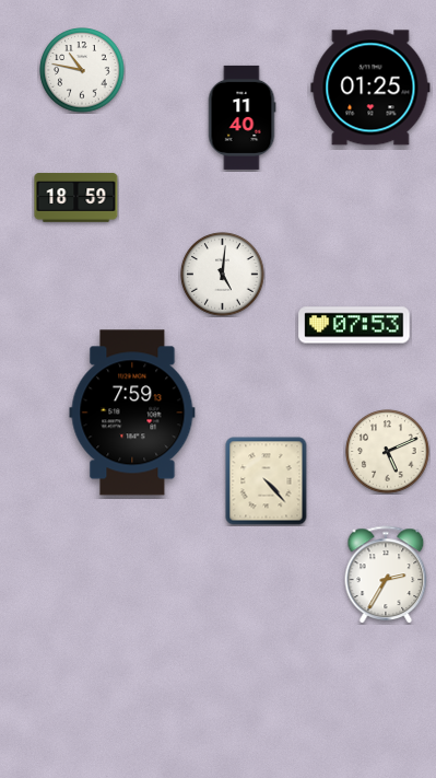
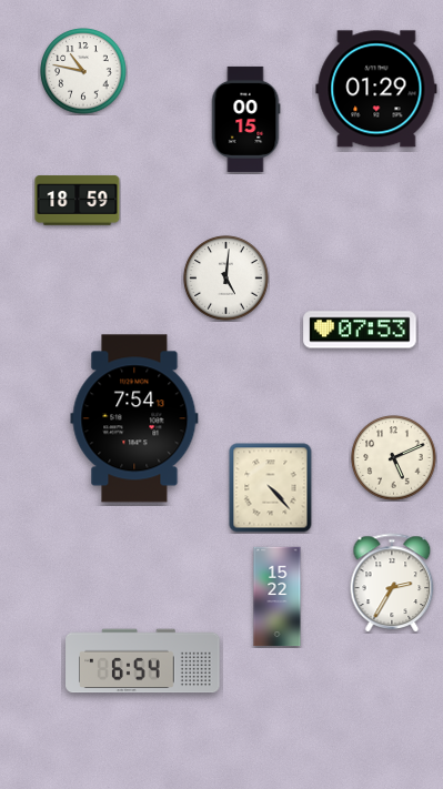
clock at (370, 88): 01:25 -> 01:29
clock at (241, 117): 11:40 -> 00:15
clock at (132, 413): 7:59 -> 7:54
clock at (278, 597): none -> 15:22
clock at (143, 661): none -> 6:54
